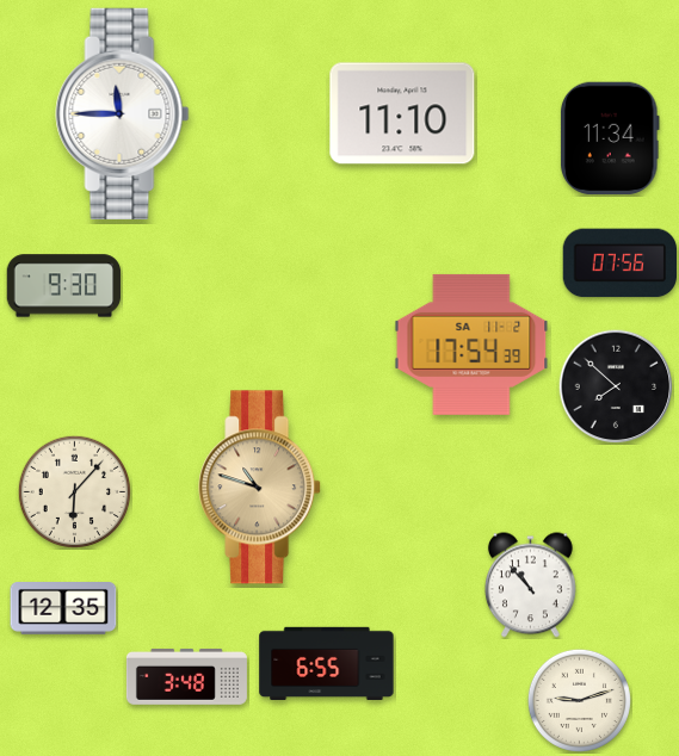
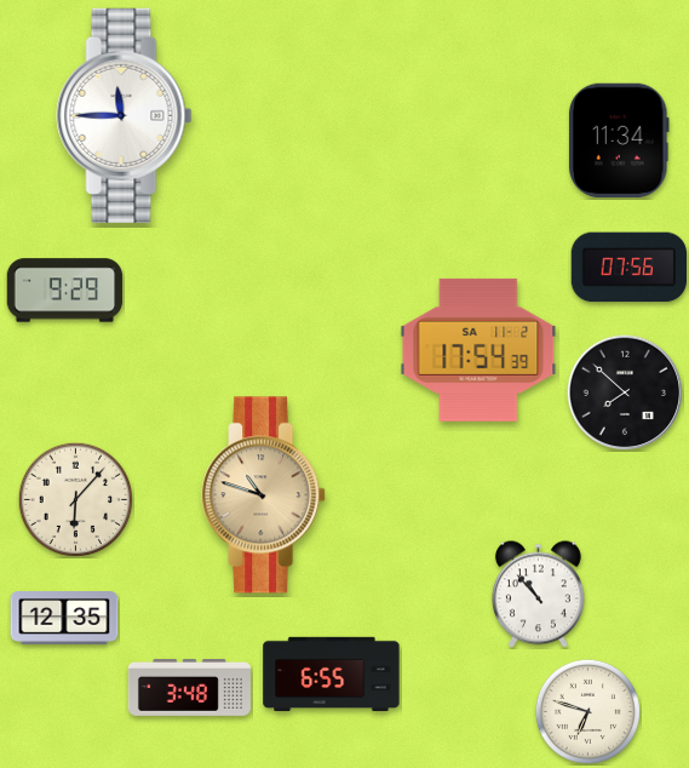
clock at (402, 113): 11:10 -> none
clock at (64, 286): 9:30 -> 9:29
clock at (579, 700): 9:12 -> 6:48
